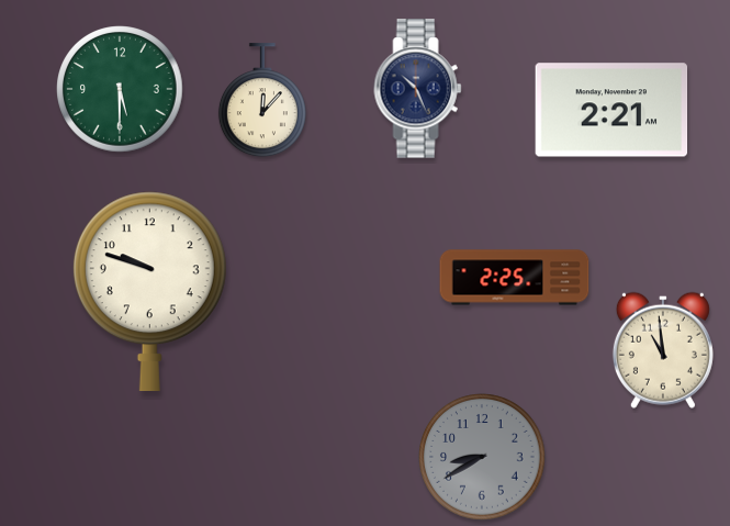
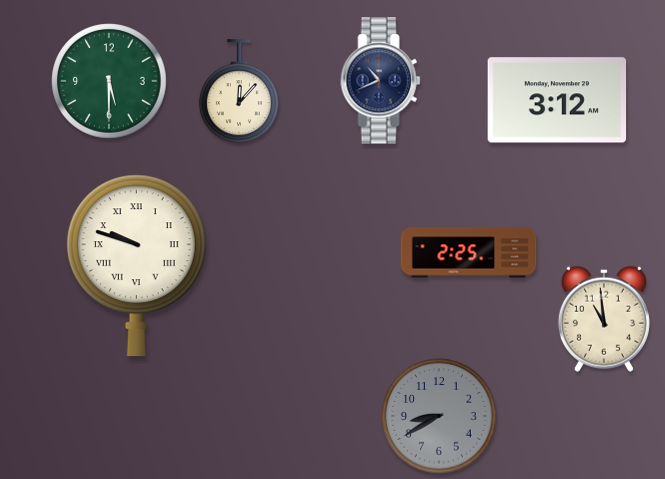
clock at (418, 89): 10:26 -> 10:41
clock at (611, 110): 2:21 -> 3:12
clock at (149, 292) numerals: Arabic -> Roman
